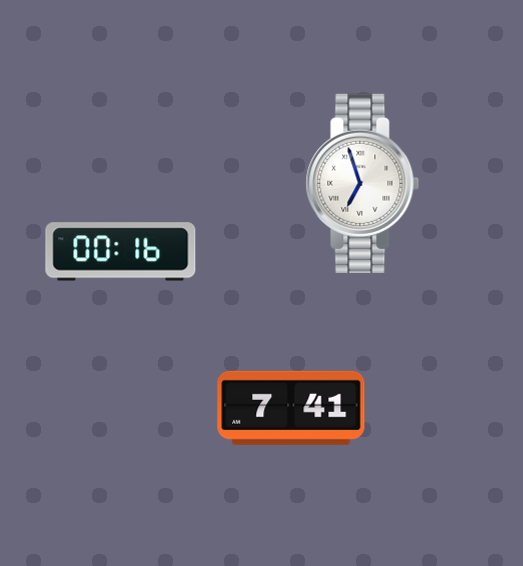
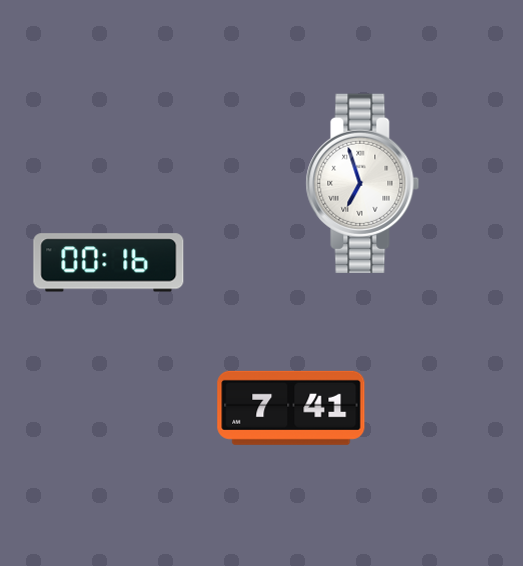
clock at (121, 252) position: (121, 252) -> (109, 263)
